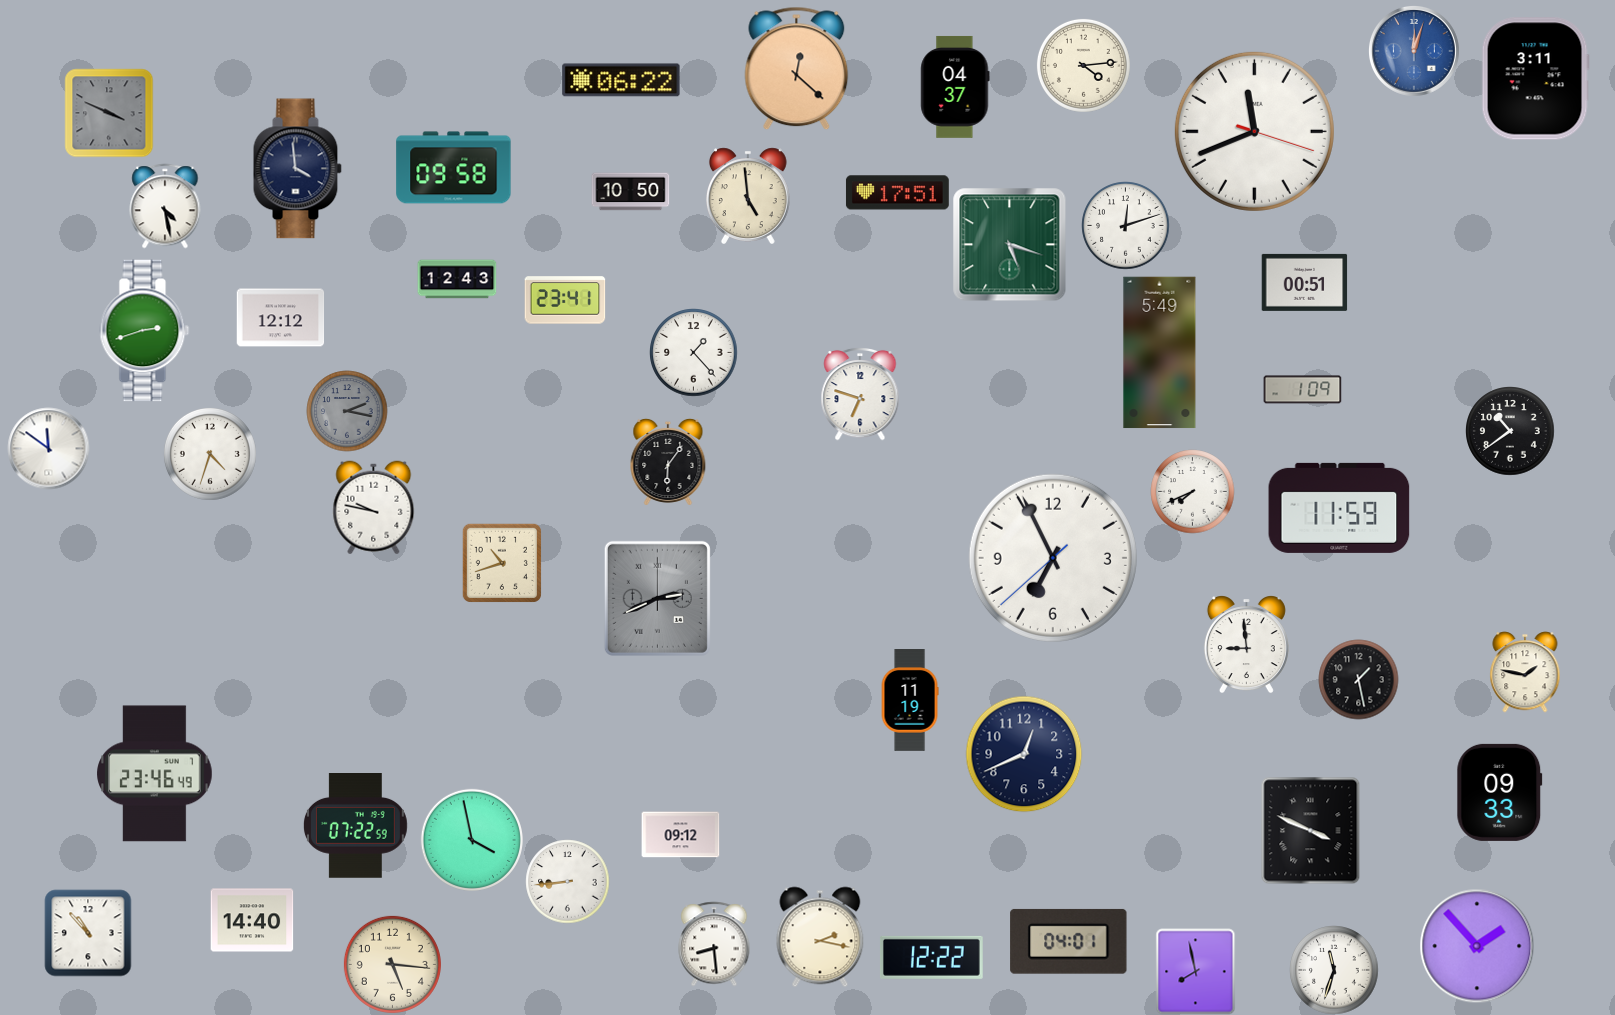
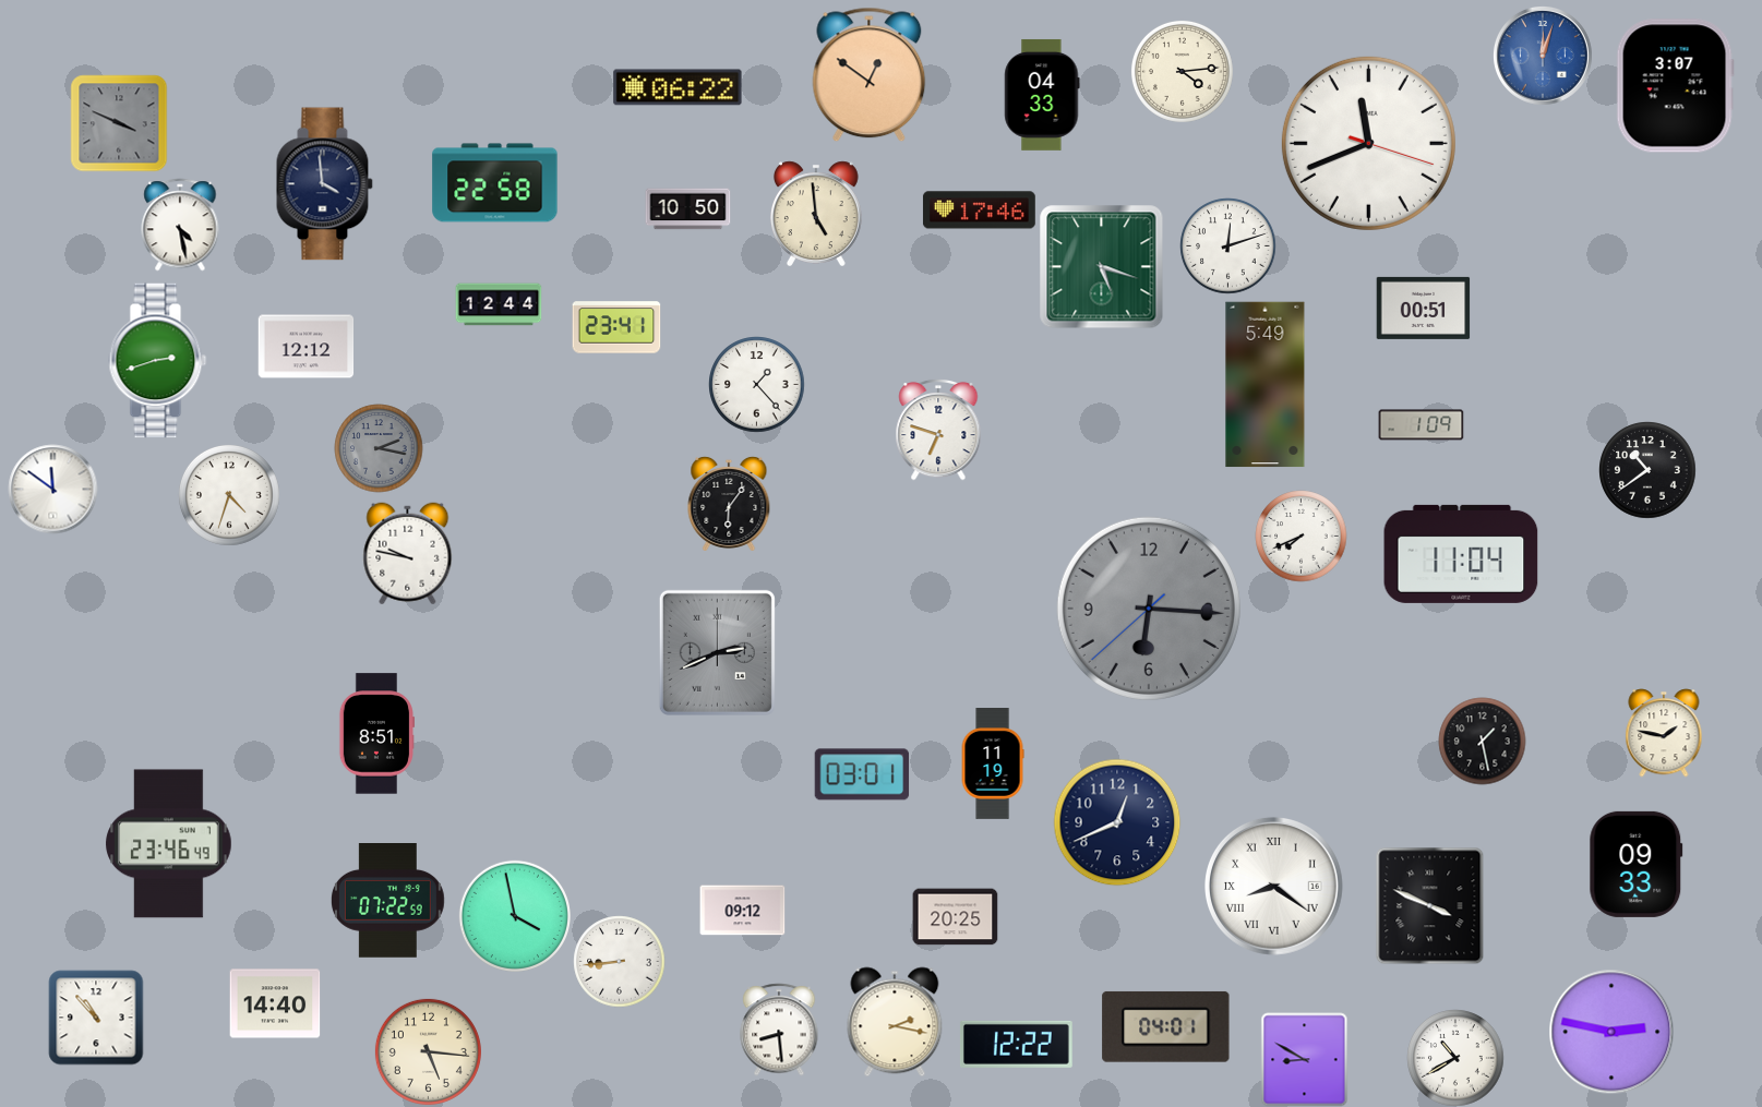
clock at (797, 68): 12:22 -> 12:51
clock at (1535, 79): 3:11 -> 3:07
clock at (955, 87): 04:37 -> 04:33
clock at (454, 168): 09:58 -> 22:58
clock at (897, 193): 17:51 -> 17:46
clock at (457, 279): 12:43 -> 12:44
clock at (1339, 508): 11:59 -> 11:04
clock at (1053, 558): 6:55 -> 6:15
clock at (1053, 558) dial: white -> grey
clock at (502, 563): 10:42 -> none
clock at (1246, 644): 8:59 -> none
clock at (376, 734): none -> 8:51
clock at (862, 774): none -> 03:01
clock at (1273, 886): none -> 8:21
clock at (955, 917): none -> 20:25
clock at (1477, 946): 1:53 -> 2:47
clock at (1334, 970): 11:33 -> 10:40
clock at (1196, 971): 7:58 -> 8:50
